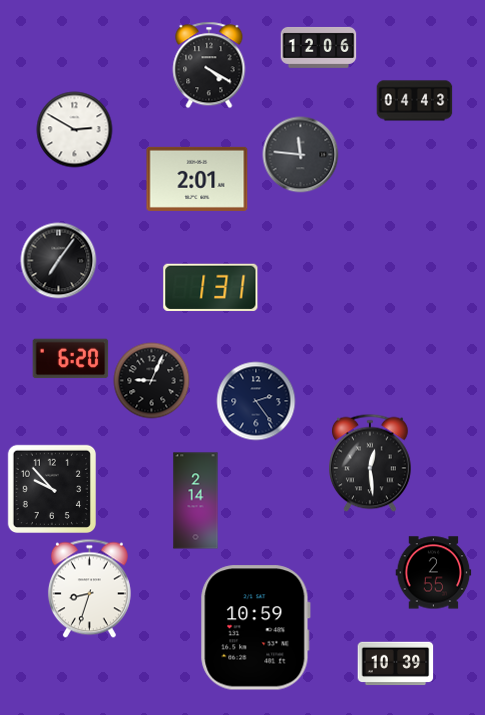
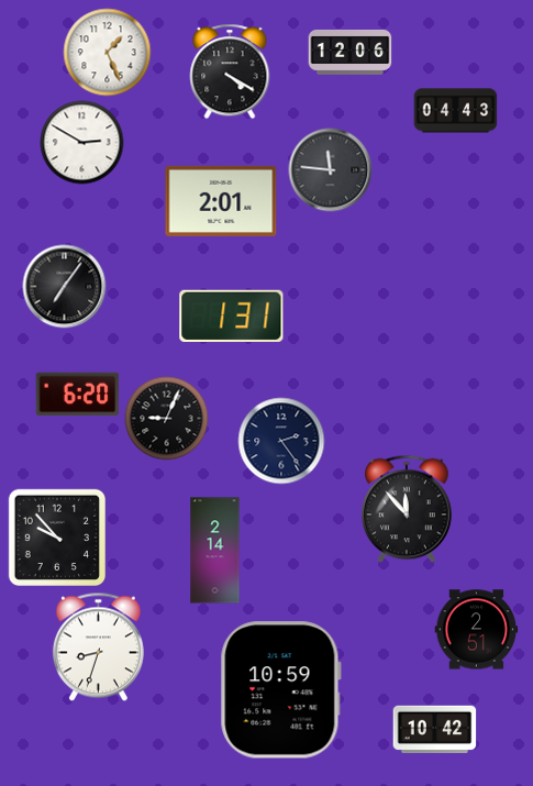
clock at (108, 53): none -> 1:26
clock at (197, 179) position: (197, 179) -> (221, 201)
clock at (371, 463): 12:29 -> 11:53
clock at (434, 573): 2:55 -> 2:51
clock at (396, 664): 10:39 -> 10:42
